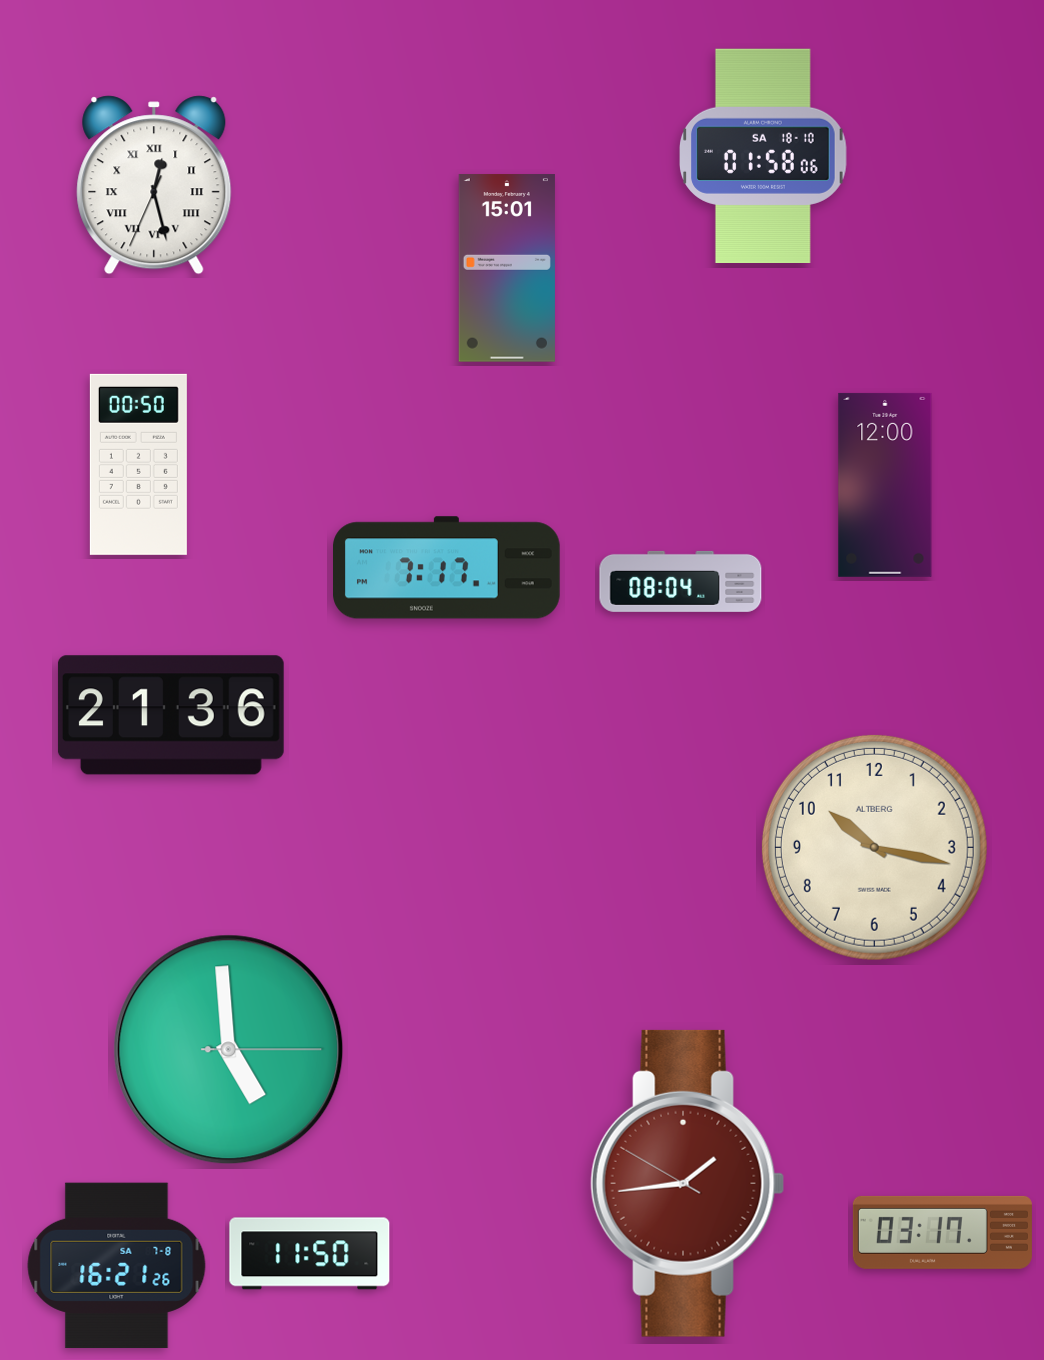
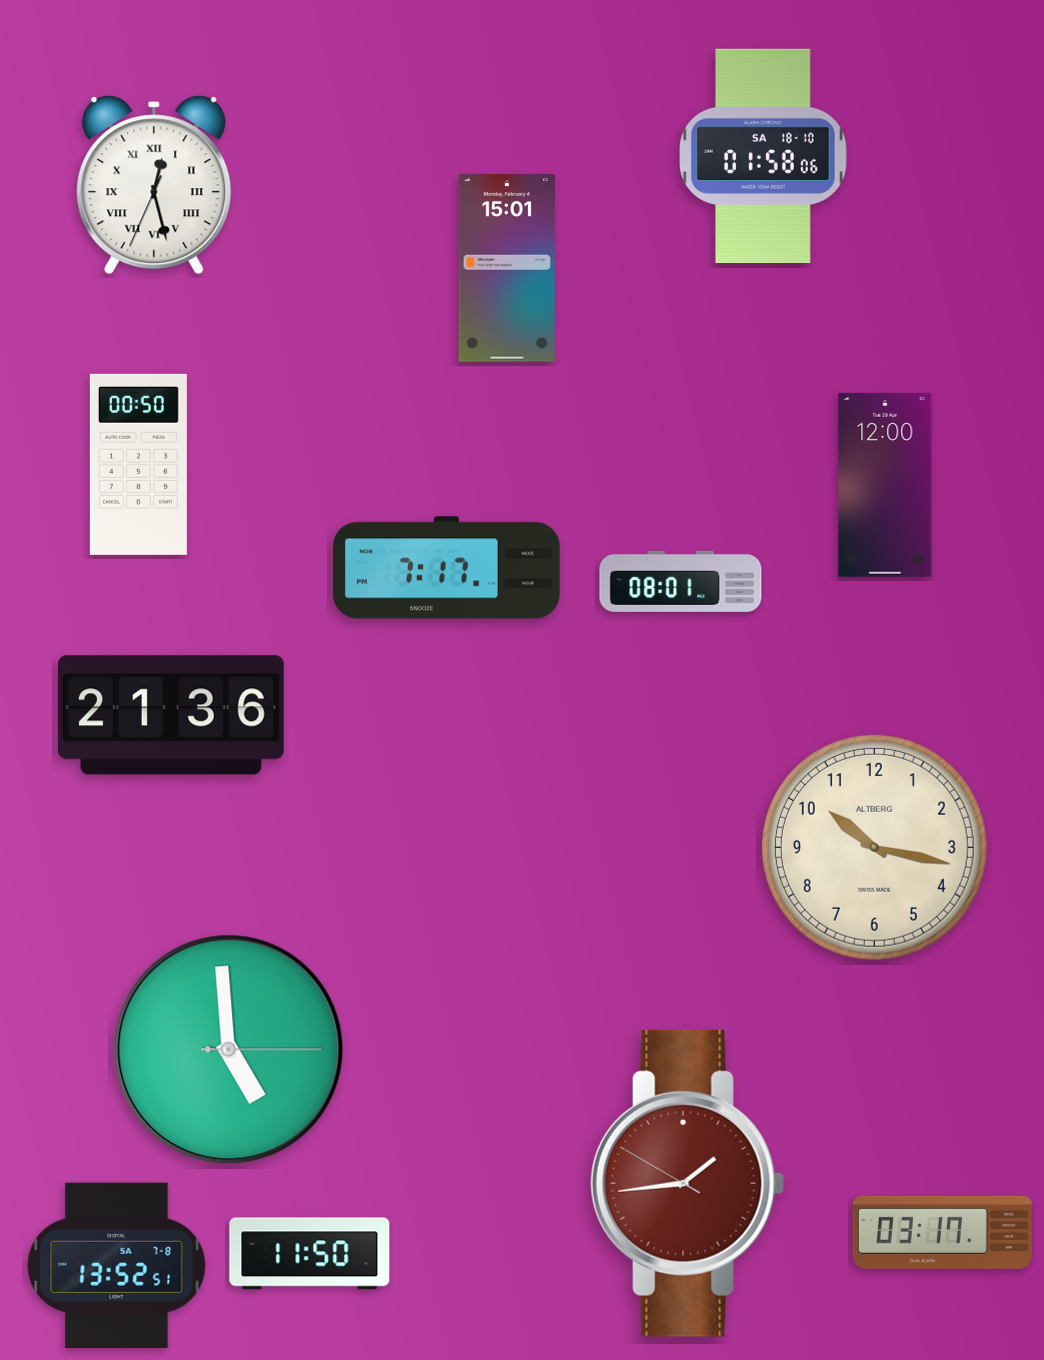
clock at (681, 581): 08:04 -> 08:01
clock at (117, 1266): 16:21 -> 13:52
